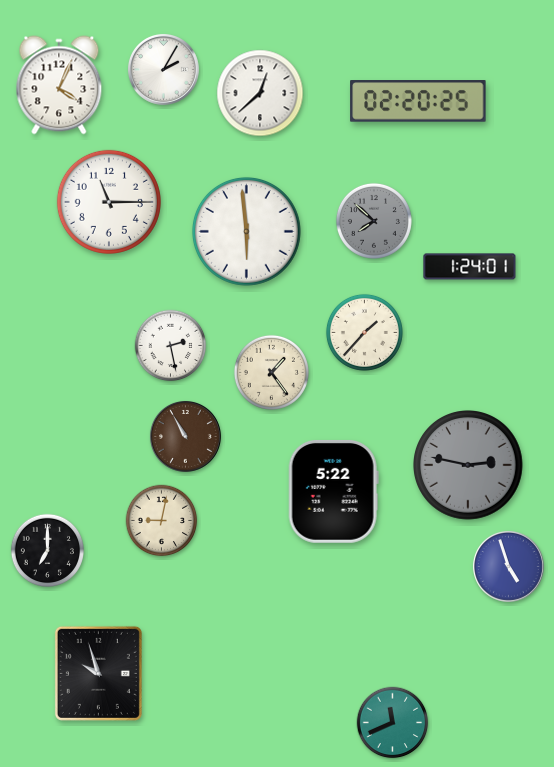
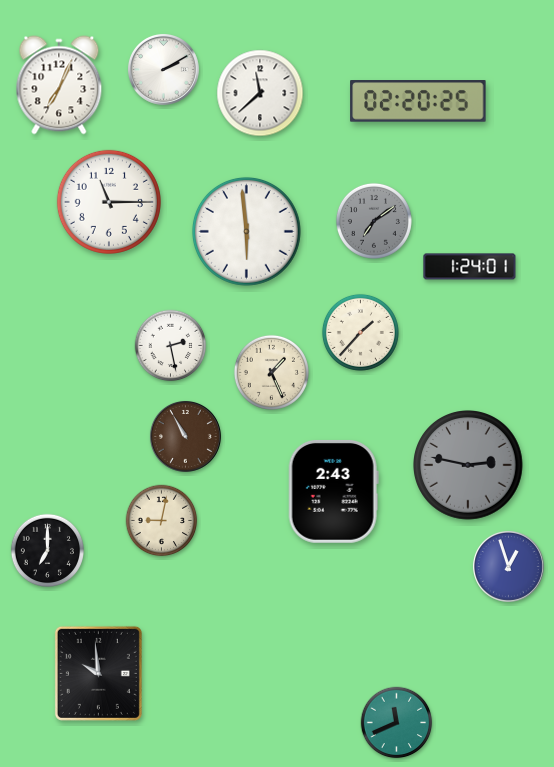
clock at (163, 69): 2:05 -> 2:10
clock at (59, 85): 4:04 -> 7:04
clock at (260, 93): 12:38 -> 11:38
clock at (374, 221): 7:52 -> 7:09
clock at (364, 332) position: (364, 332) -> (360, 332)
clock at (271, 372): 1:24 -> 1:26
clock at (333, 491): 5:22 -> 2:43
clock at (508, 566): 4:57 -> 12:57
clock at (98, 673): 9:57 -> 9:59
clock at (393, 723) position: (393, 723) -> (397, 723)
